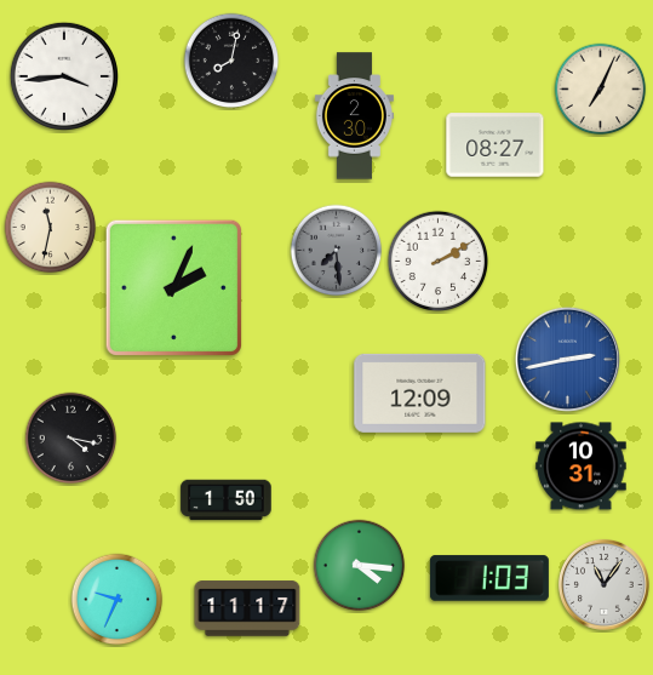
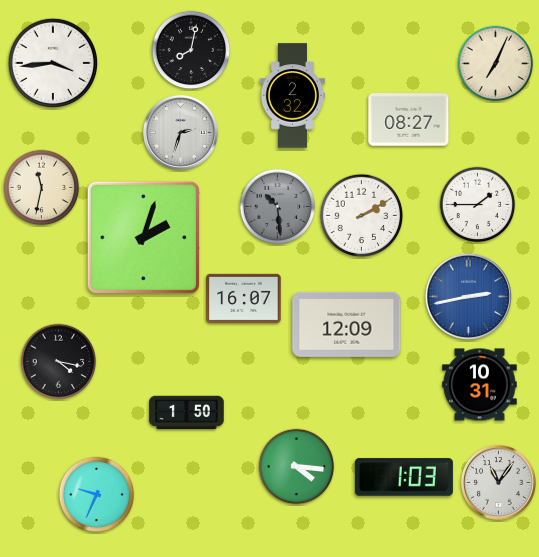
clock at (601, 90) position: (601, 90) -> (496, 64)
clock at (354, 116): 2:30 -> 2:32
clock at (180, 132): none -> 2:33
clock at (478, 205): none -> 1:45
clock at (337, 251): 7:29 -> 10:29
clock at (173, 287): 2:04 -> 2:03
clock at (244, 298): none -> 16:07
clock at (247, 608): 11:17 -> none
